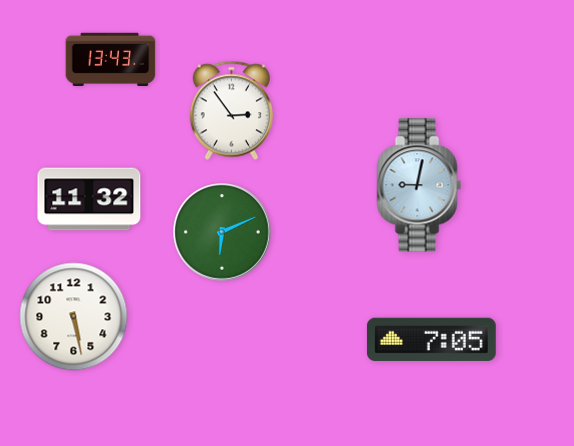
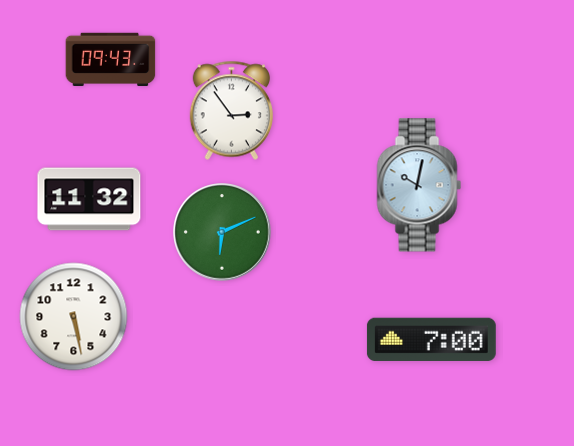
clock at (111, 60): 13:43 -> 09:43
clock at (419, 185): 9:02 -> 10:02
clock at (431, 339): 7:05 -> 7:00
